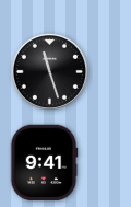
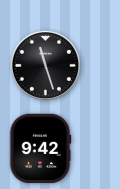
clock at (44, 163): 9:41 -> 9:42
